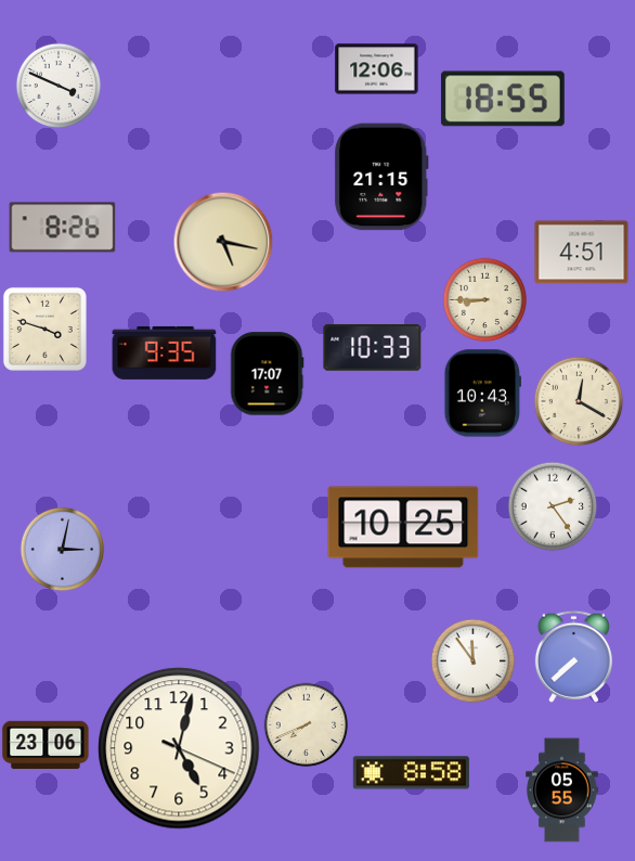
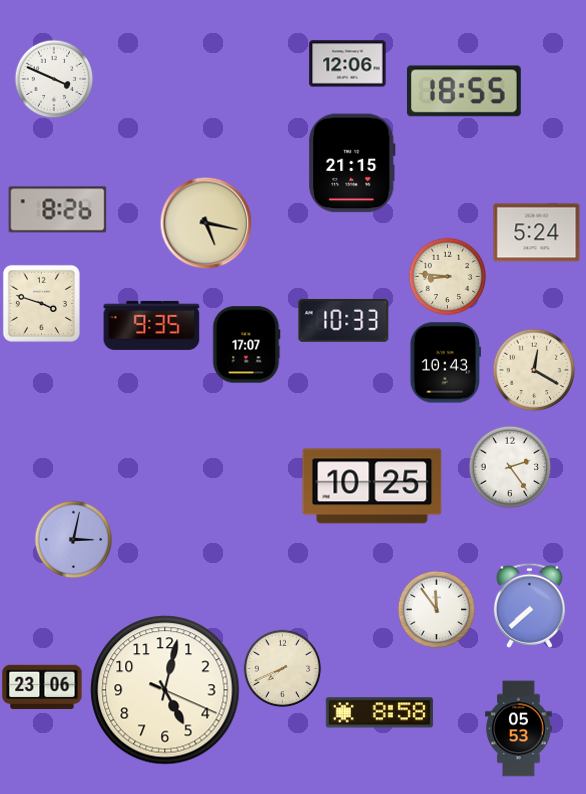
clock at (582, 253): 4:51 -> 5:24
clock at (484, 299): 8:45 -> 8:46
clock at (62, 549) position: (62, 549) -> (73, 539)
clock at (562, 791): 05:55 -> 05:53
